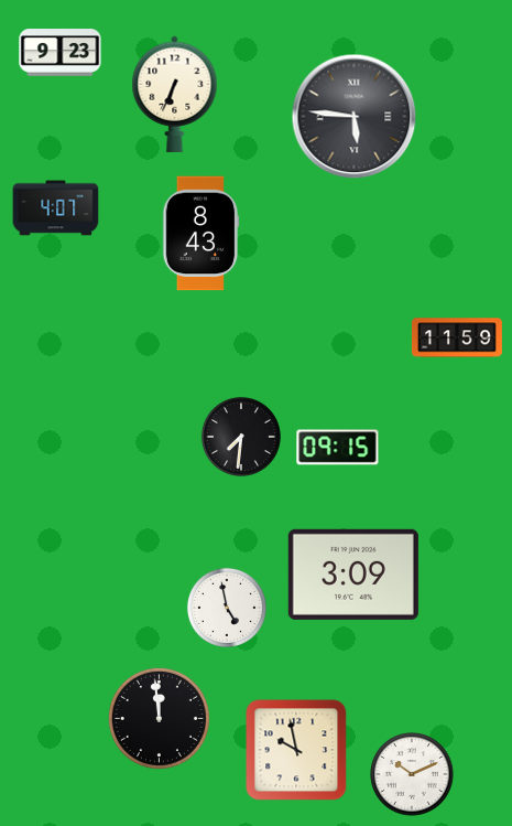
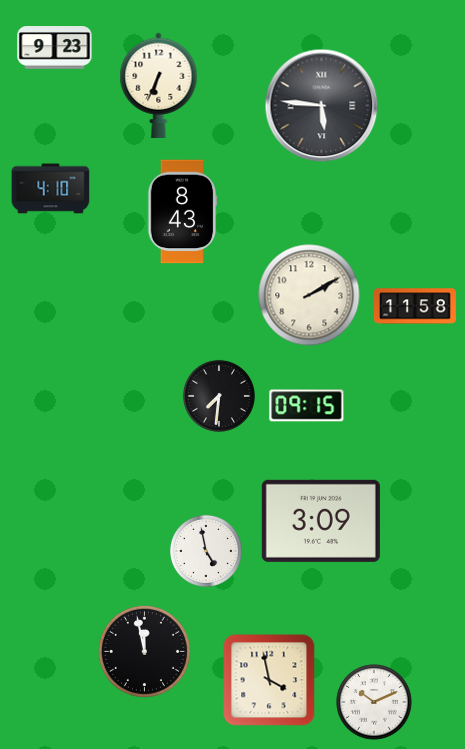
clock at (56, 208): 4:07 -> 4:10
clock at (309, 295): none -> 2:10
clock at (457, 337): 11:59 -> 11:58
clock at (159, 718): 11:59 -> 11:58
clock at (296, 750): 9:58 -> 3:58
